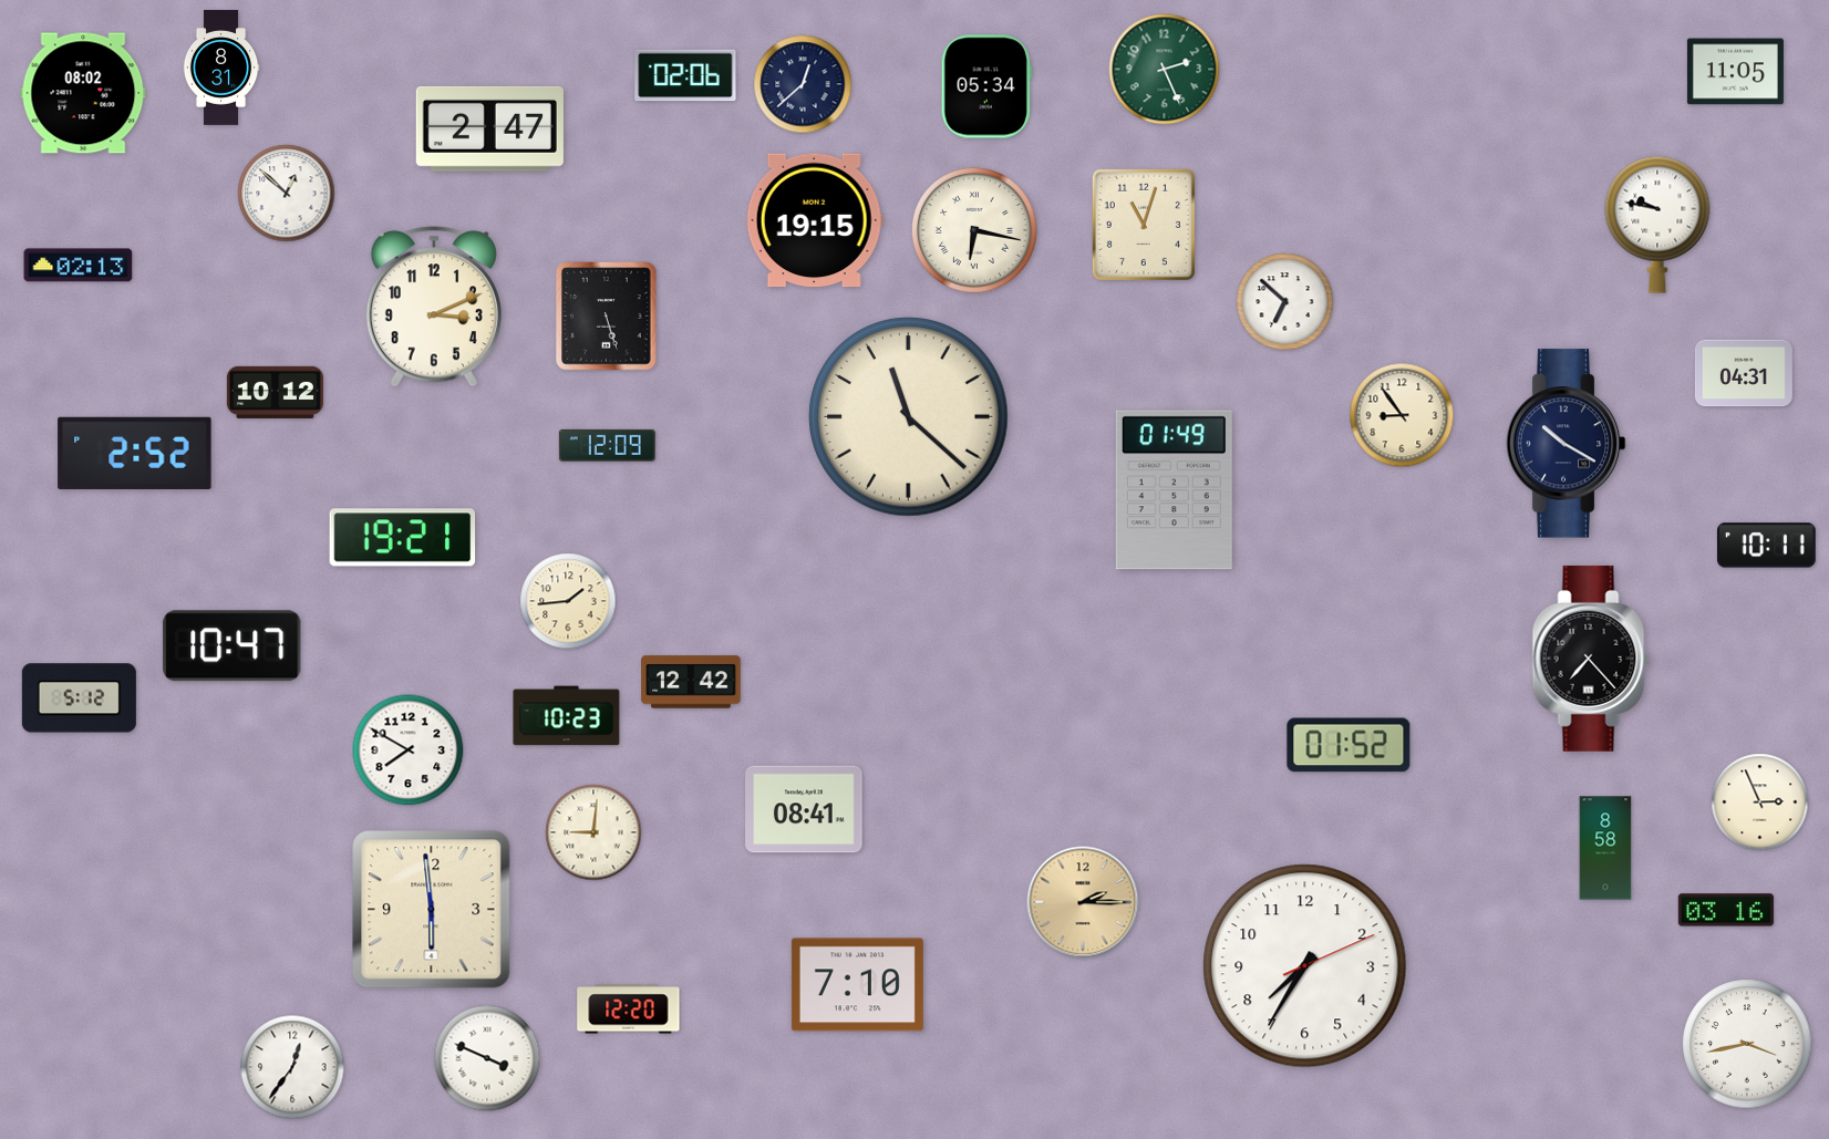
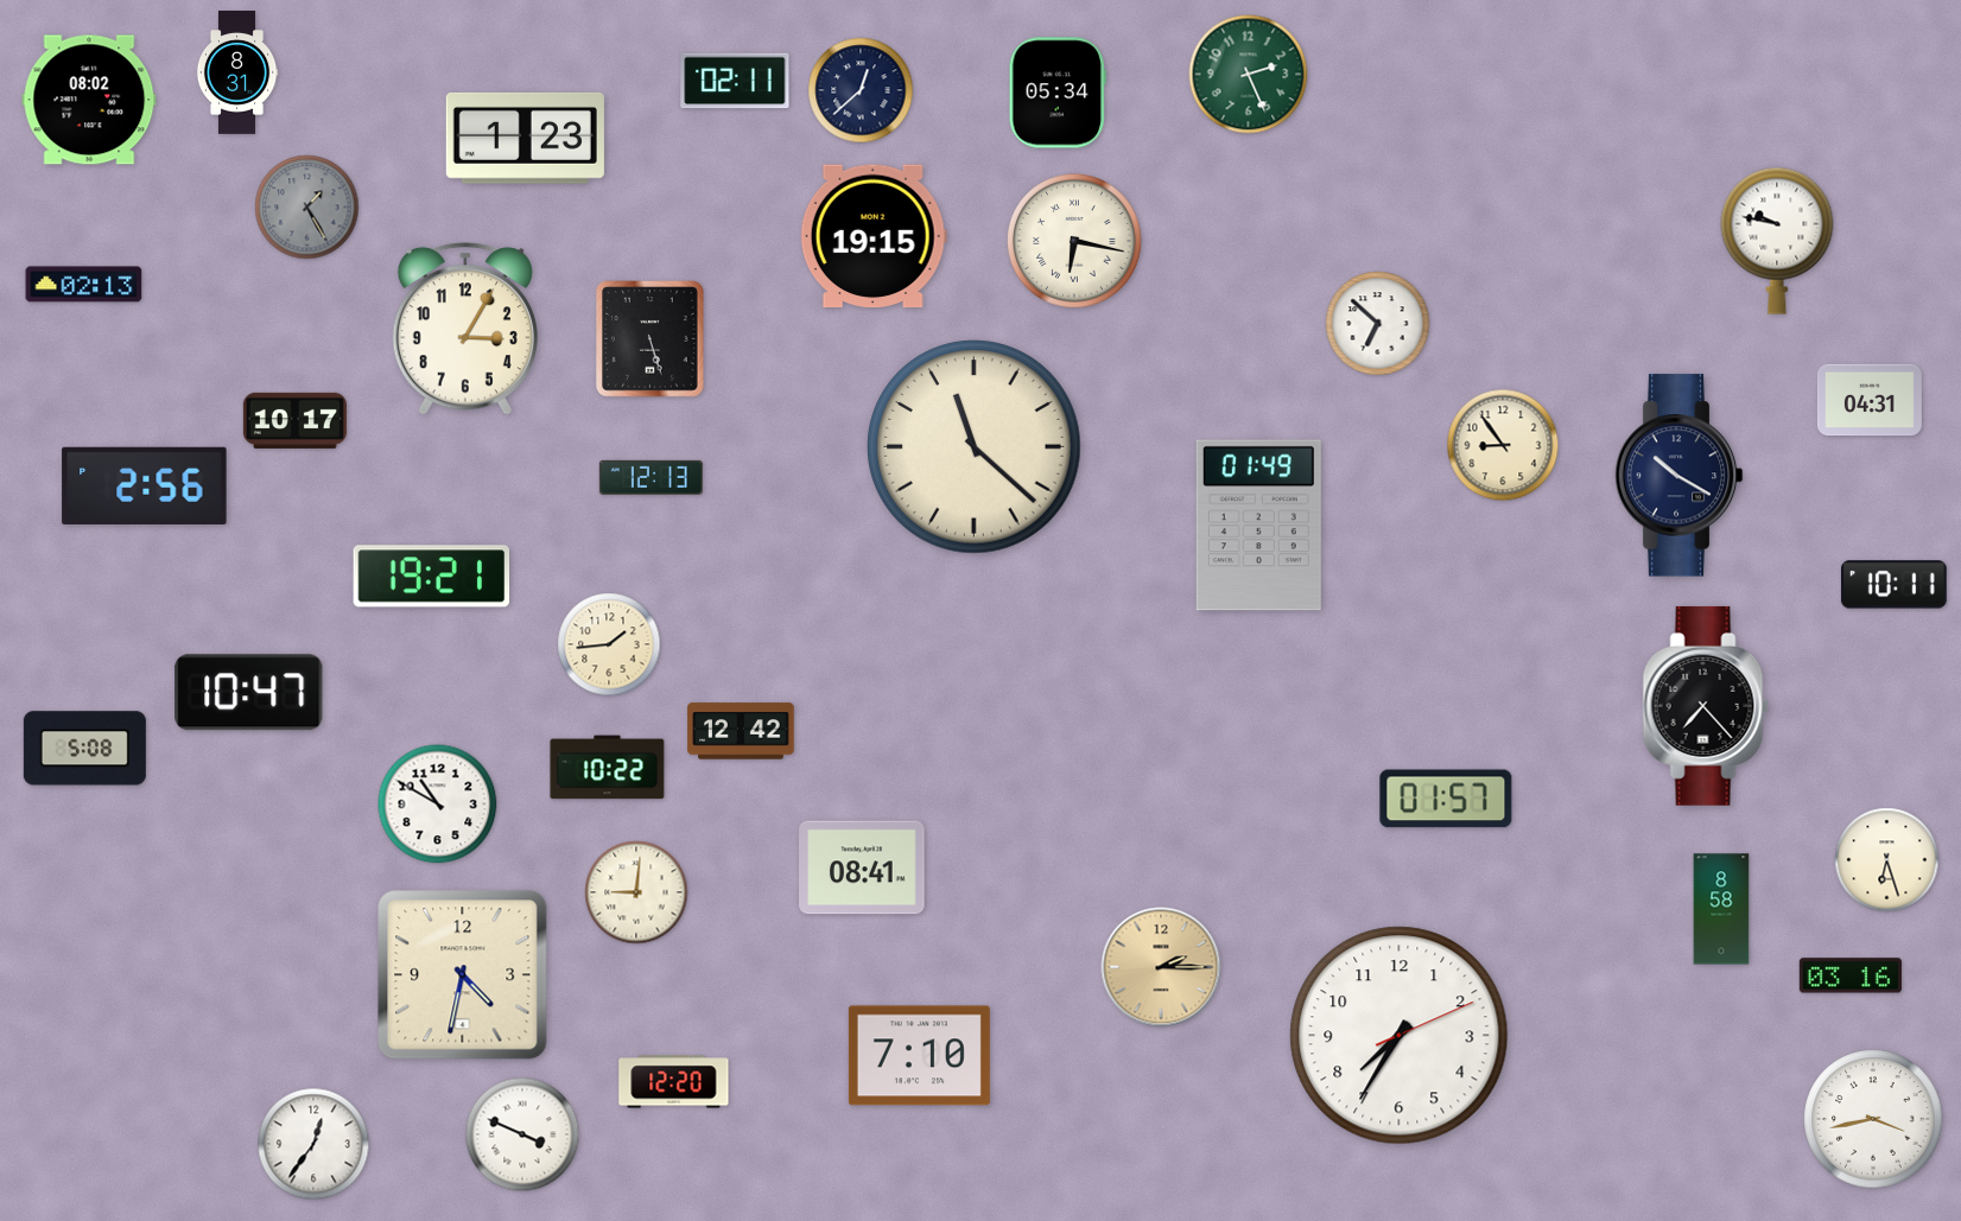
clock at (1735, 72): 11:05 -> none
clock at (685, 75): 02:06 -> 02:11
clock at (489, 128): 2:47 -> 1:23
clock at (287, 194): 12:52 -> 1:25
clock at (287, 194) dial: white -> grey
clock at (1144, 225): 11:03 -> none
clock at (975, 231) position: (975, 231) -> (1075, 242)
clock at (434, 307): 3:11 -> 3:05
clock at (275, 392): 10:12 -> 10:17
clock at (607, 445): 12:09 -> 12:13
clock at (135, 453): 2:52 -> 2:56
clock at (79, 698): 5:12 -> 5:08
clock at (567, 716): 10:23 -> 10:22
clock at (1348, 745): 01:52 -> 01:57
clock at (409, 750): 7:50 -> 10:50
clock at (1760, 803): 2:56 -> 6:27
clock at (432, 910): 5:59 -> 4:32
